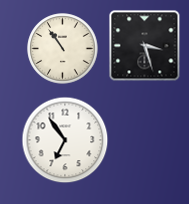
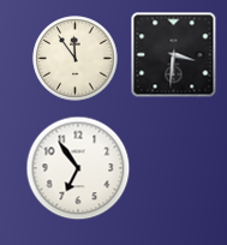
clock at (145, 46): 3:27 -> 3:31
clock at (63, 49): 10:54 -> 11:54
